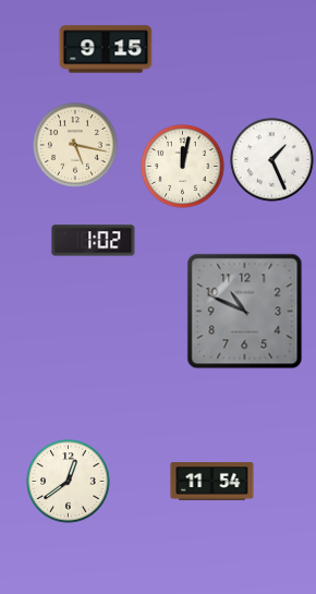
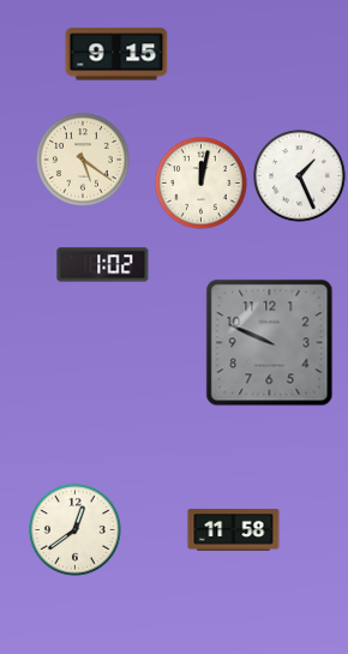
clock at (75, 145): 5:17 -> 5:21
clock at (245, 312): 10:49 -> 9:49
clock at (212, 482): 11:54 -> 11:58
